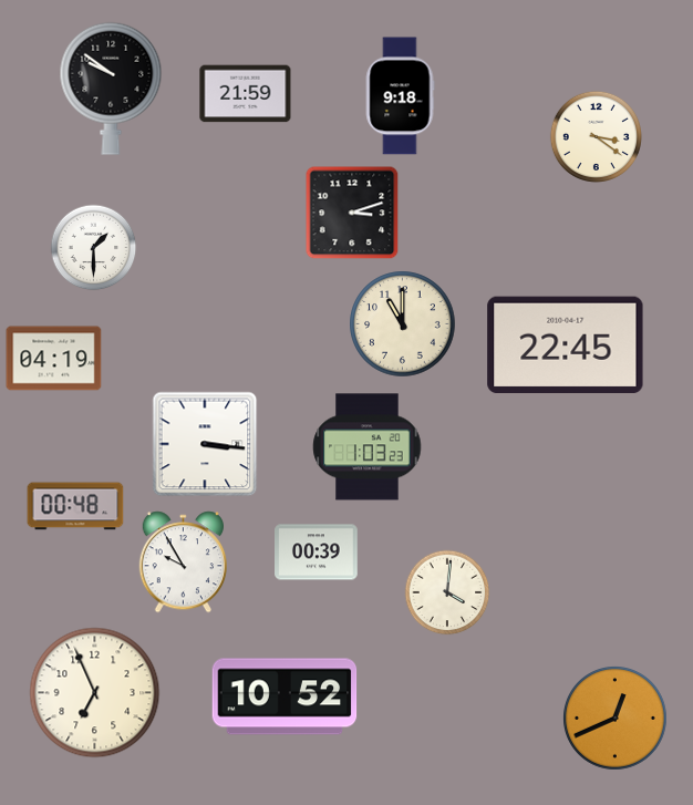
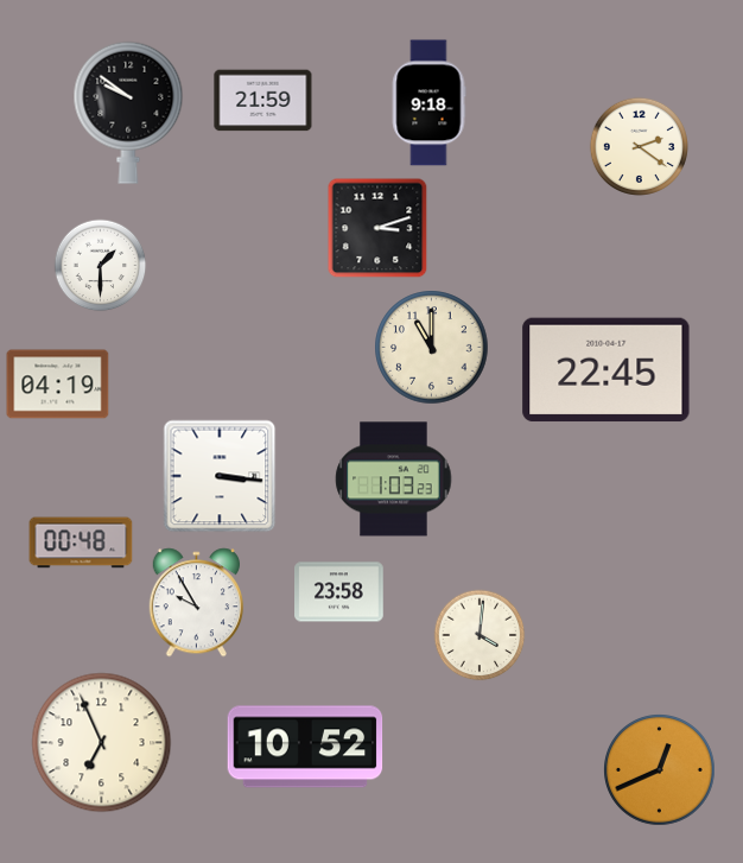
clock at (111, 89) position: (111, 89) -> (128, 113)
clock at (596, 136): 3:21 -> 2:21
clock at (317, 553): 00:39 -> 23:58
